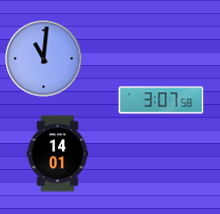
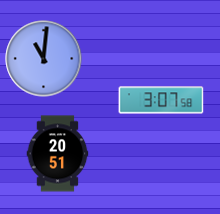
clock at (58, 154): 14:01 -> 20:51
